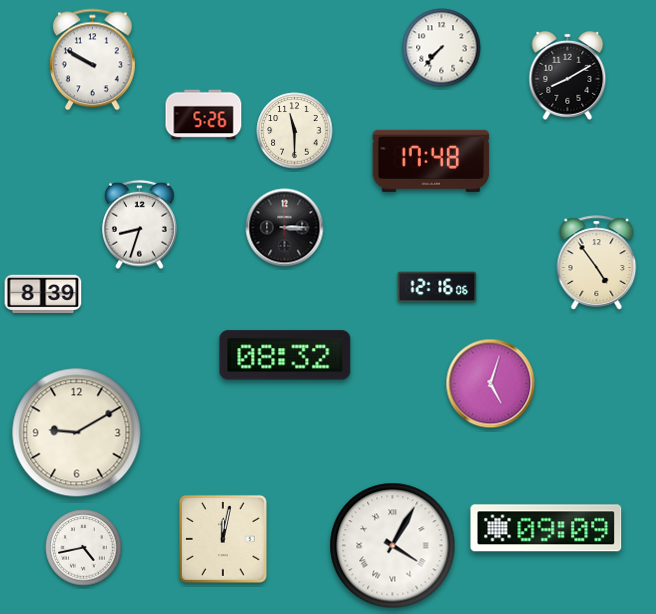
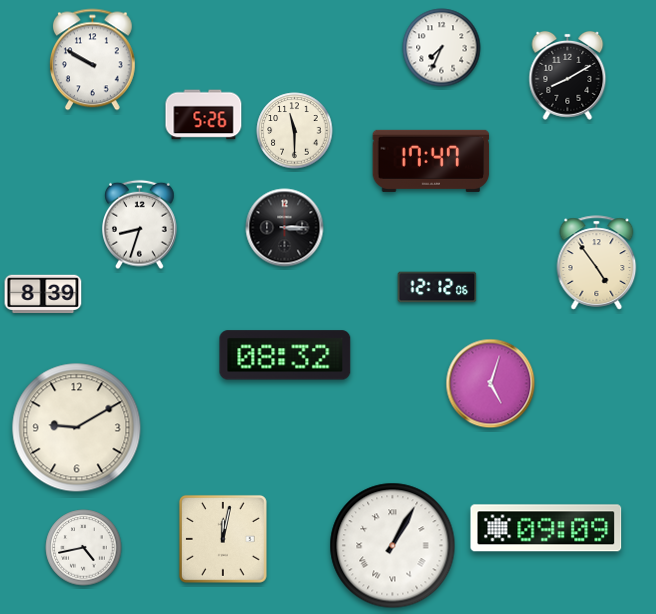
clock at (442, 48): 7:37 -> 7:34
clock at (431, 161): 17:48 -> 17:47
clock at (437, 287): 12:16 -> 12:12
clock at (77, 433) position: (77, 433) -> (77, 428)
clock at (393, 546): 4:05 -> 1:05
